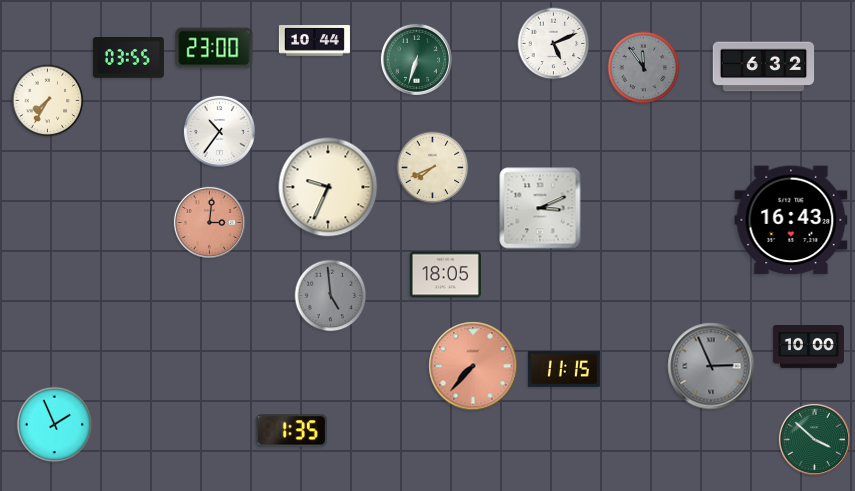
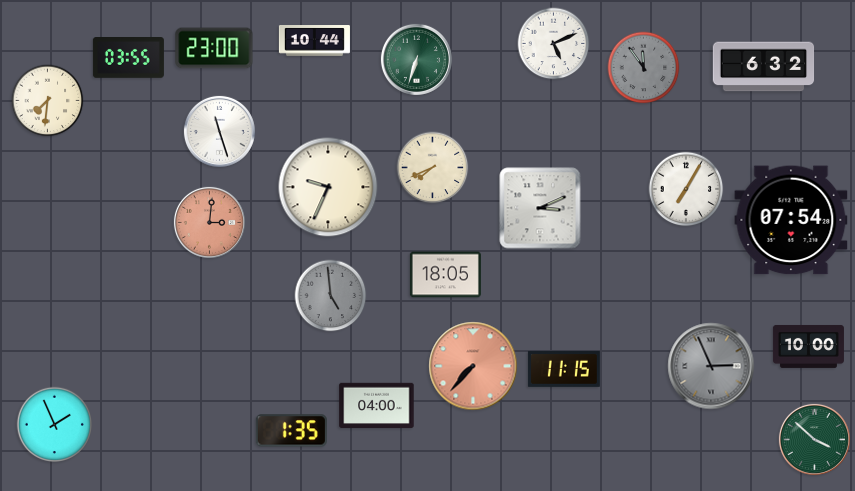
clock at (48, 101): 7:35 -> 7:31
clock at (219, 131): 10:36 -> 11:27
clock at (686, 189): none -> 7:05
clock at (791, 220): 16:43 -> 07:54
clock at (377, 406): none -> 04:00
